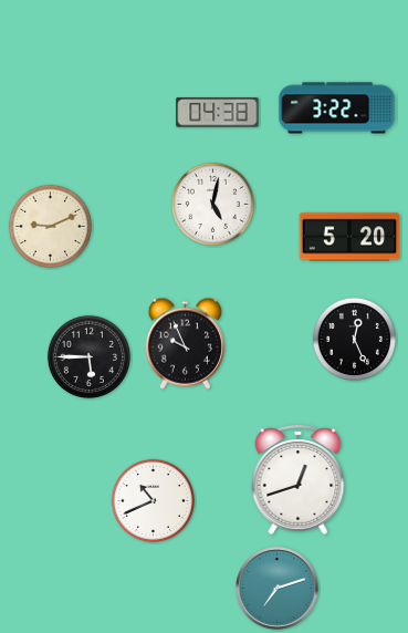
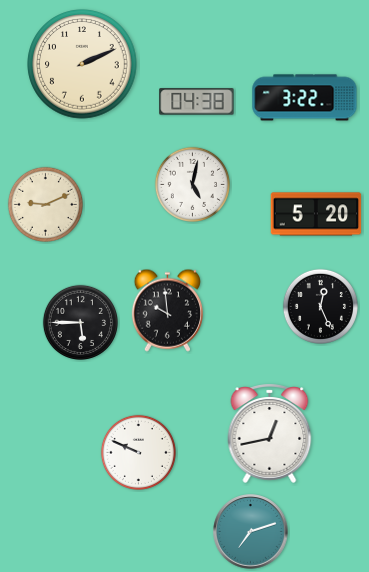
clock at (82, 64): none -> 2:11
clock at (185, 343): 9:56 -> 9:59
clock at (299, 479): 12:42 -> 12:43
clock at (153, 500): 10:41 -> 9:49
